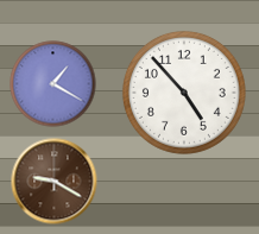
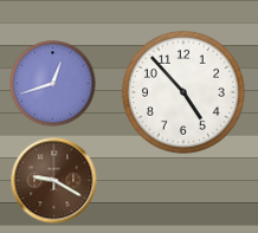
clock at (53, 84): 1:20 -> 12:42
